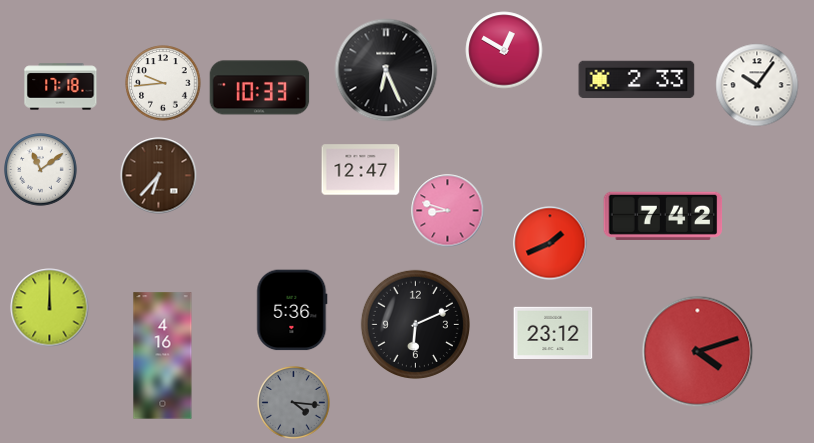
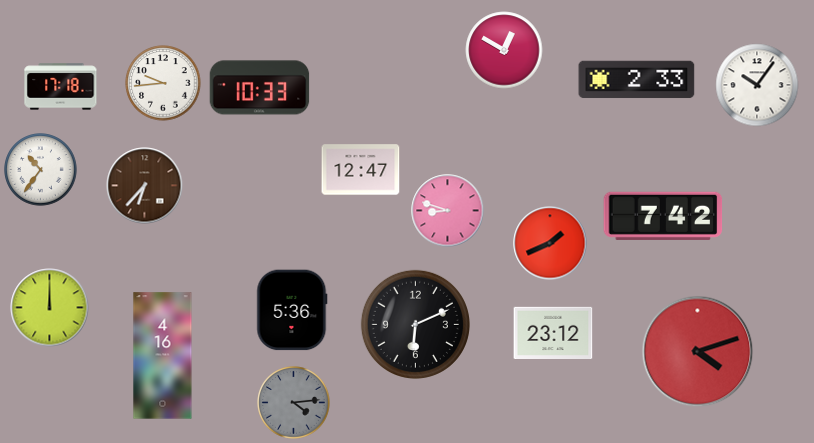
clock at (386, 70): 6:26 -> none
clock at (41, 170): 11:09 -> 10:36
clock at (159, 176) position: (159, 176) -> (145, 186)
clock at (294, 403): 4:16 -> 4:14
